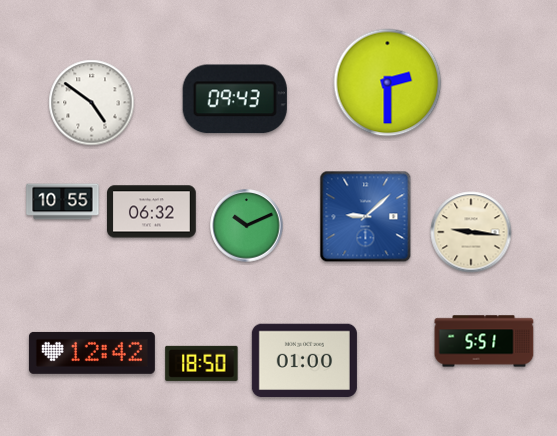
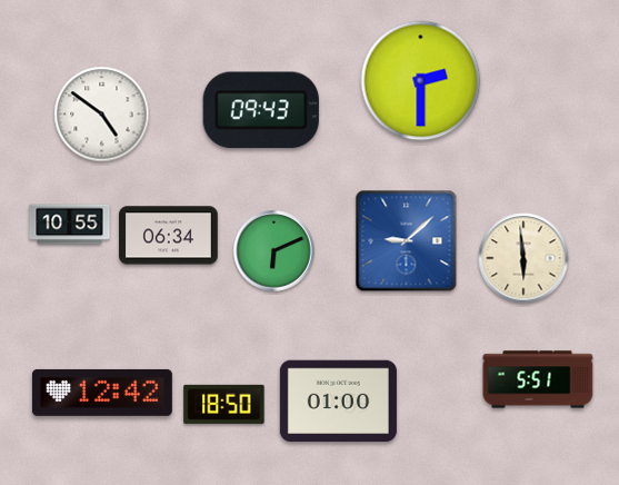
clock at (388, 83) position: (388, 83) -> (421, 81)
clock at (152, 212): 06:32 -> 06:34
clock at (247, 226): 10:11 -> 6:11
clock at (471, 232): 9:16 -> 5:59
